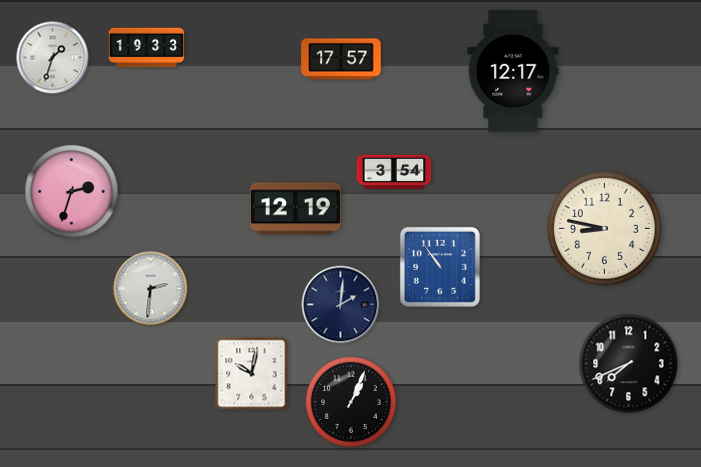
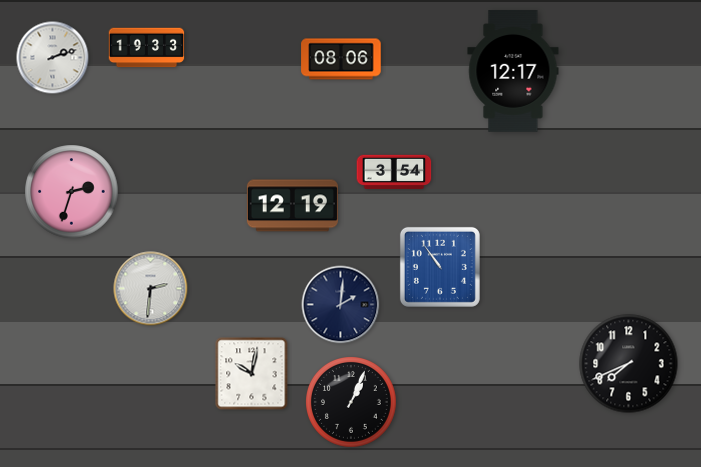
clock at (53, 58): 1:33 -> 2:12
clock at (341, 59): 17:57 -> 08:06
clock at (295, 209) position: (295, 209) -> (292, 206)
clock at (604, 228): 8:47 -> none
